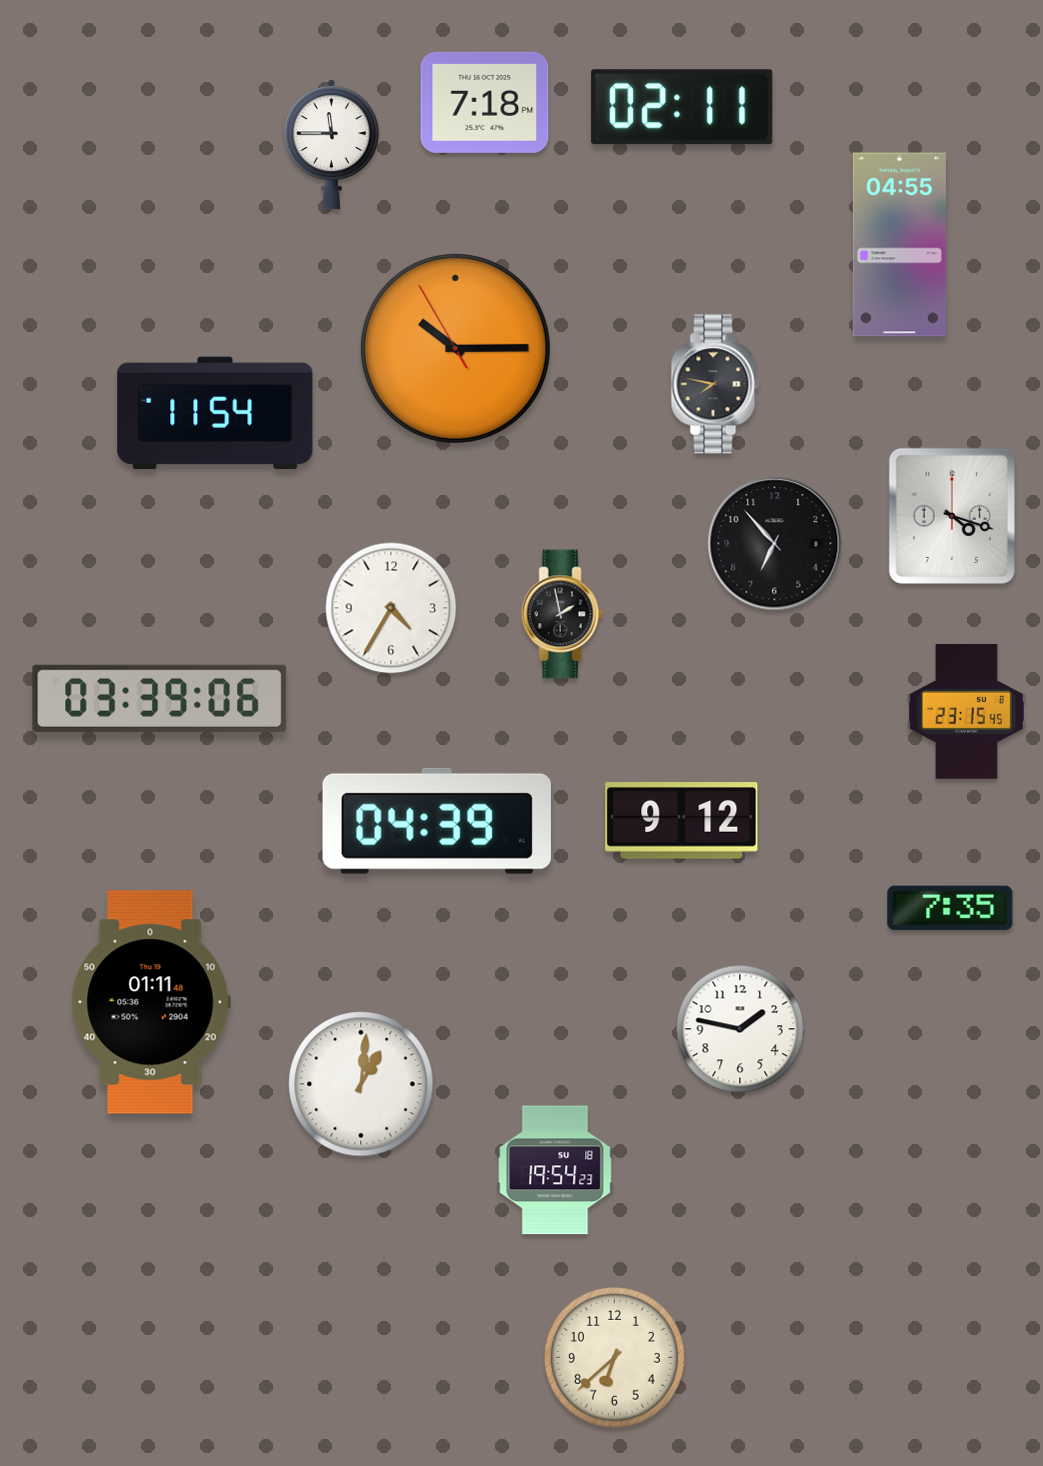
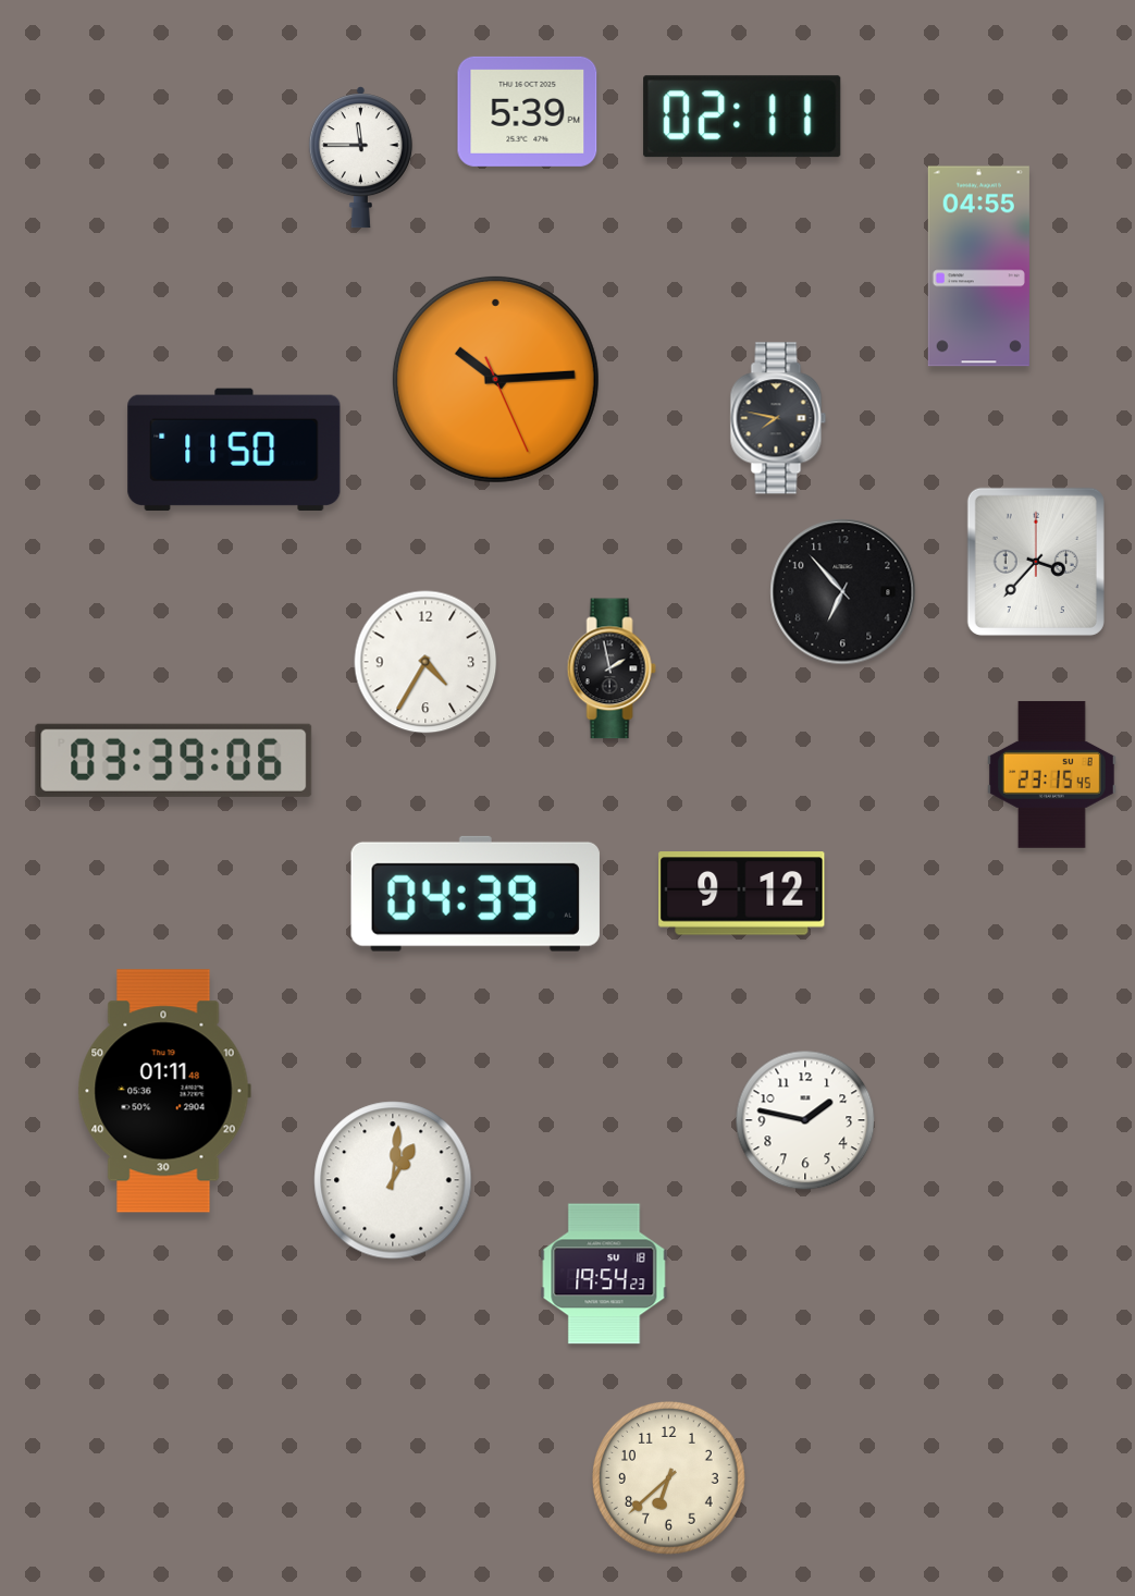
clock at (485, 102): 7:18 -> 5:39
clock at (455, 348): 10:14:55 -> 10:14:26
clock at (215, 413): 11:54 -> 11:50
clock at (952, 516): 4:18 -> 3:37
clock at (950, 908): 7:35 -> none
